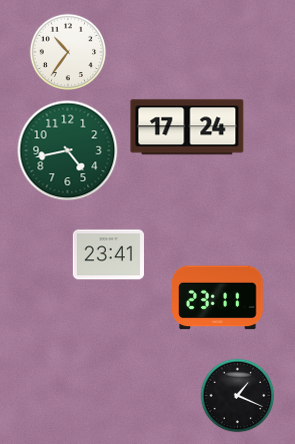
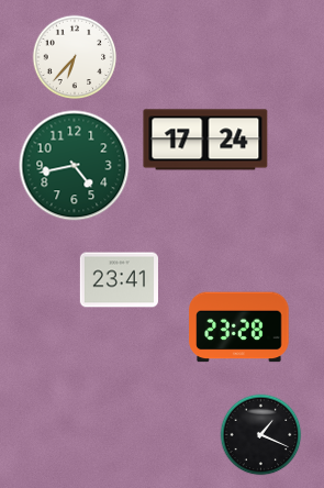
clock at (68, 52): 10:36 -> 6:37
clock at (218, 298): 23:11 -> 23:28
